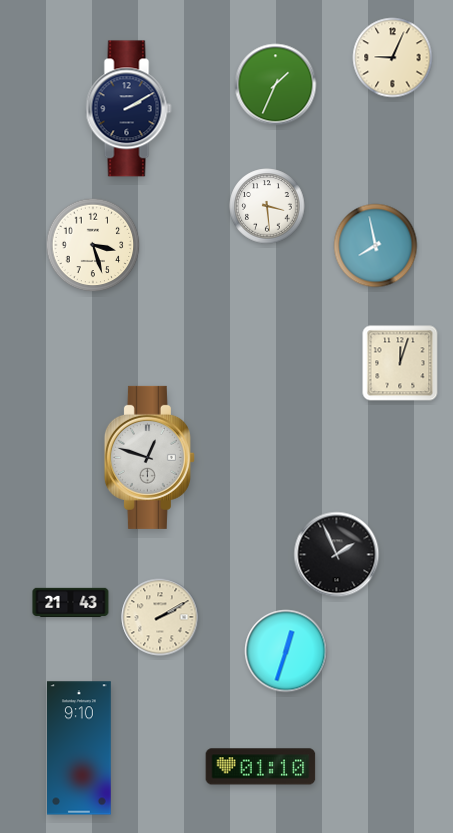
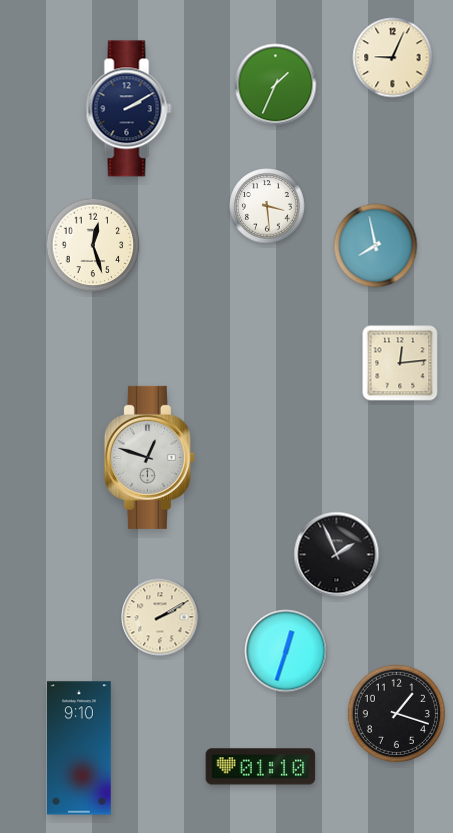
clock at (93, 245): 3:27 -> 12:27
clock at (400, 363): 12:03 -> 12:14
clock at (71, 603): 21:43 -> none
clock at (396, 713): none -> 1:18
